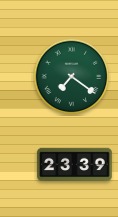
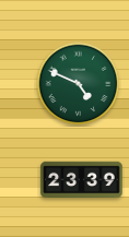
clock at (72, 77): 7:21 -> 4:49
